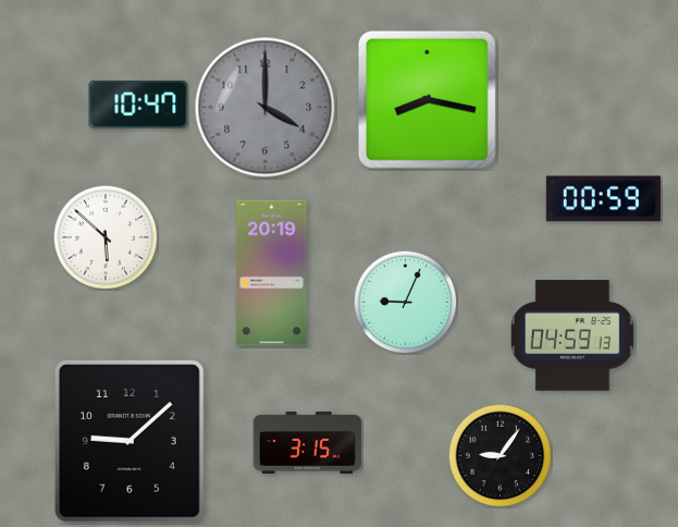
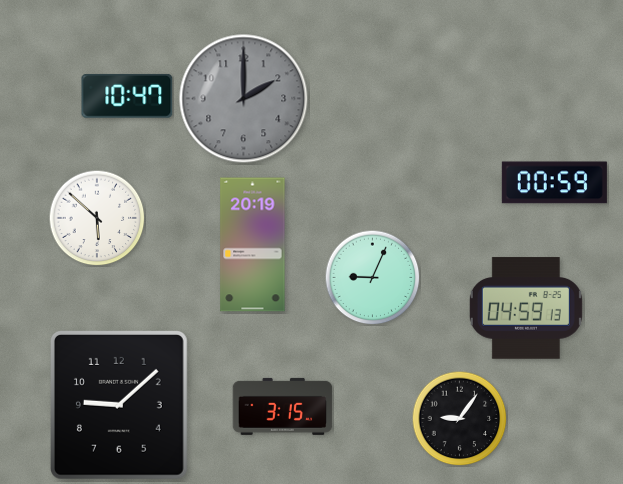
clock at (427, 99): 8:17 -> none
clock at (266, 108): 4:00 -> 2:00
clock at (272, 273) position: (272, 273) -> (253, 245)
